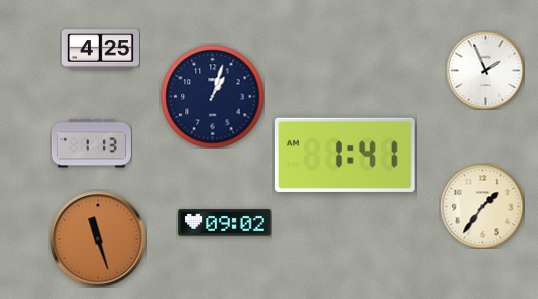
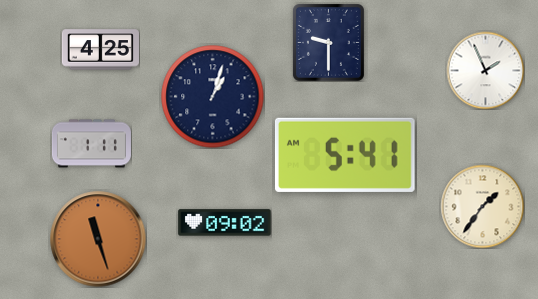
clock at (328, 42): none -> 9:30
clock at (91, 144): 1:13 -> 1:11
clock at (345, 155): 1:41 -> 5:41
